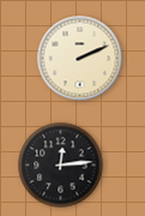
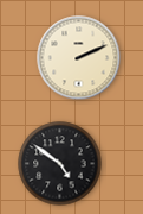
clock at (61, 166): 12:14 -> 4:51
